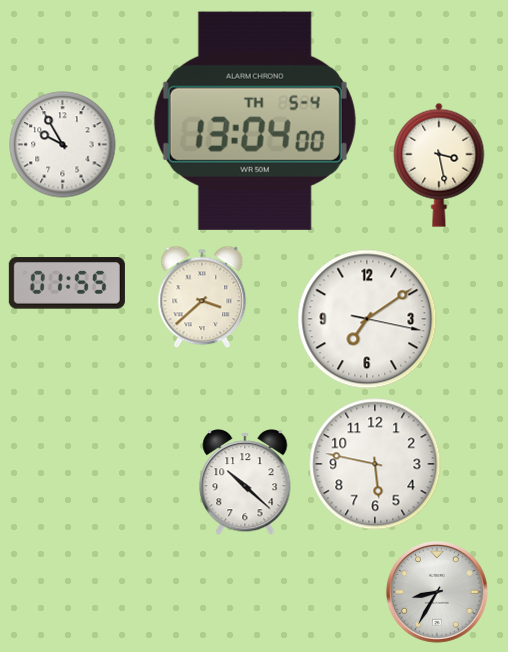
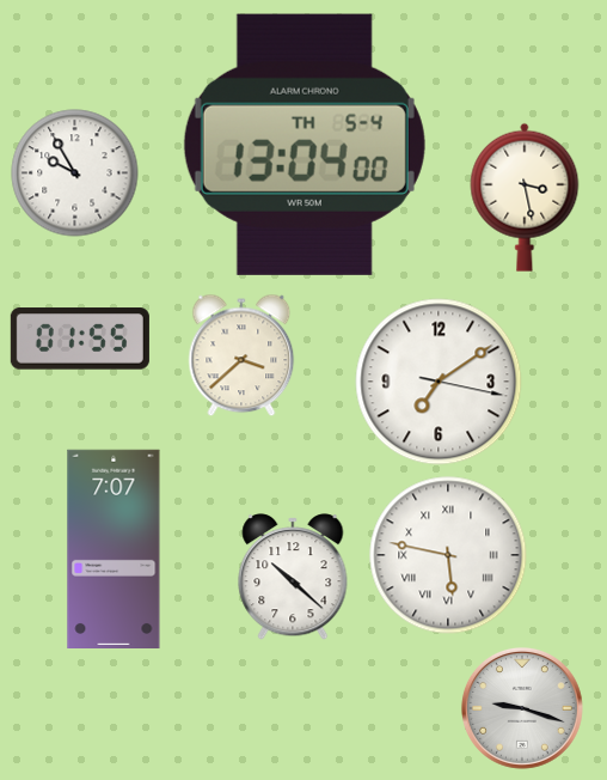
clock at (114, 548): none -> 7:07
clock at (375, 464) numerals: Arabic -> Roman
clock at (437, 593): 8:35 -> 9:18
